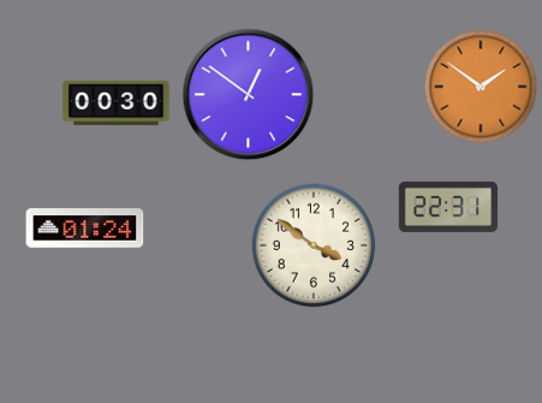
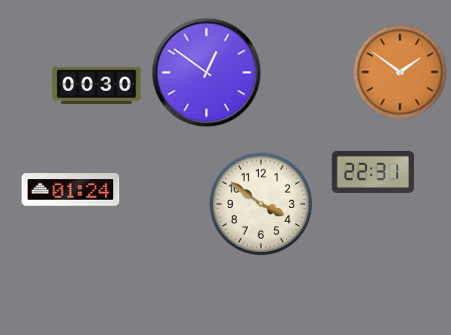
clock at (249, 95) position: (249, 95) -> (207, 73)
